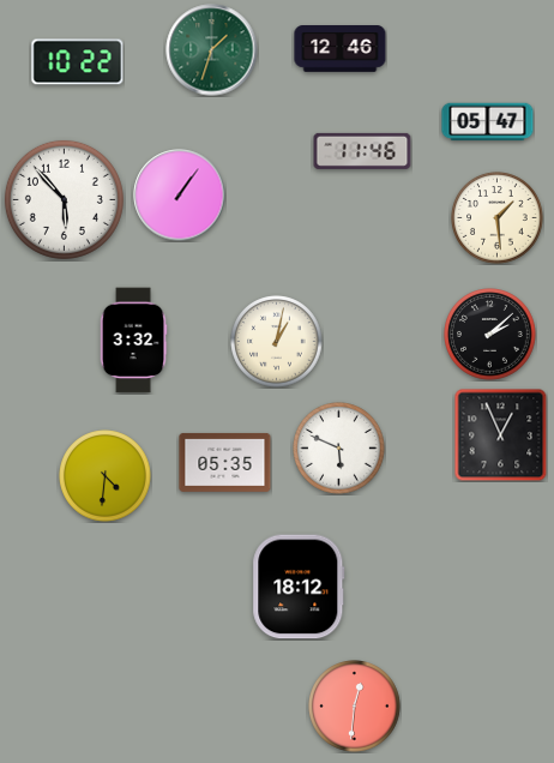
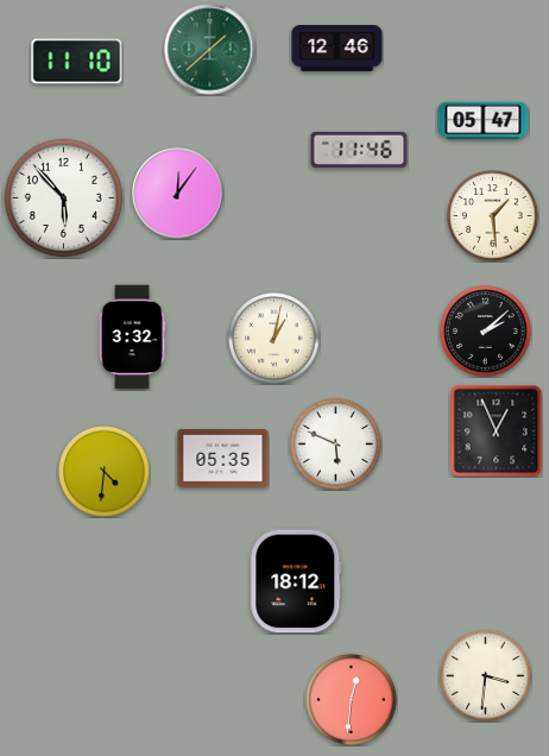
clock at (212, 50): 1:33 -> 1:38
clock at (78, 62): 10:22 -> 11:10
clock at (180, 196): 1:06 -> 12:06
clock at (486, 676): none -> 3:31
